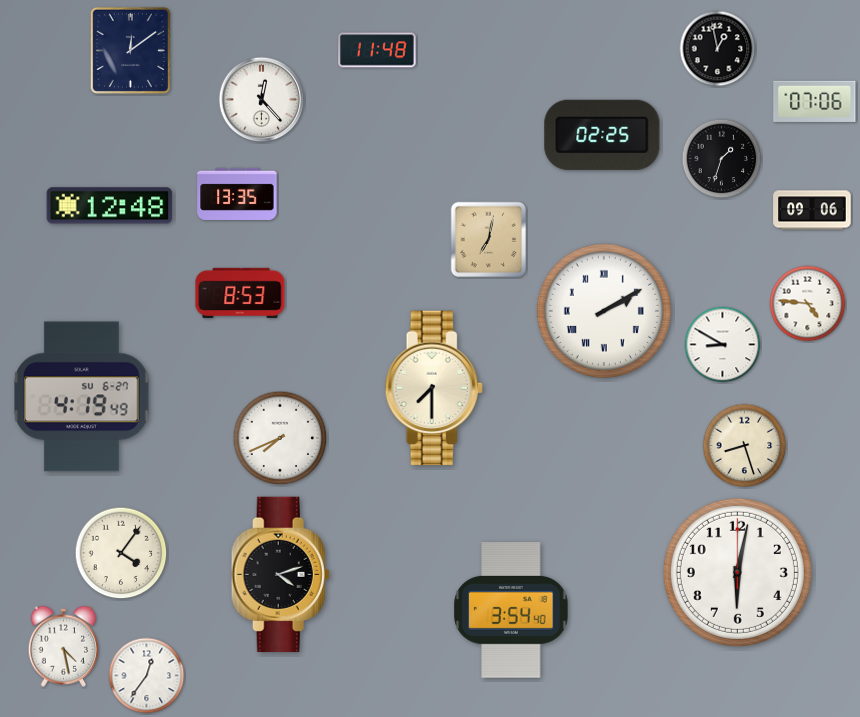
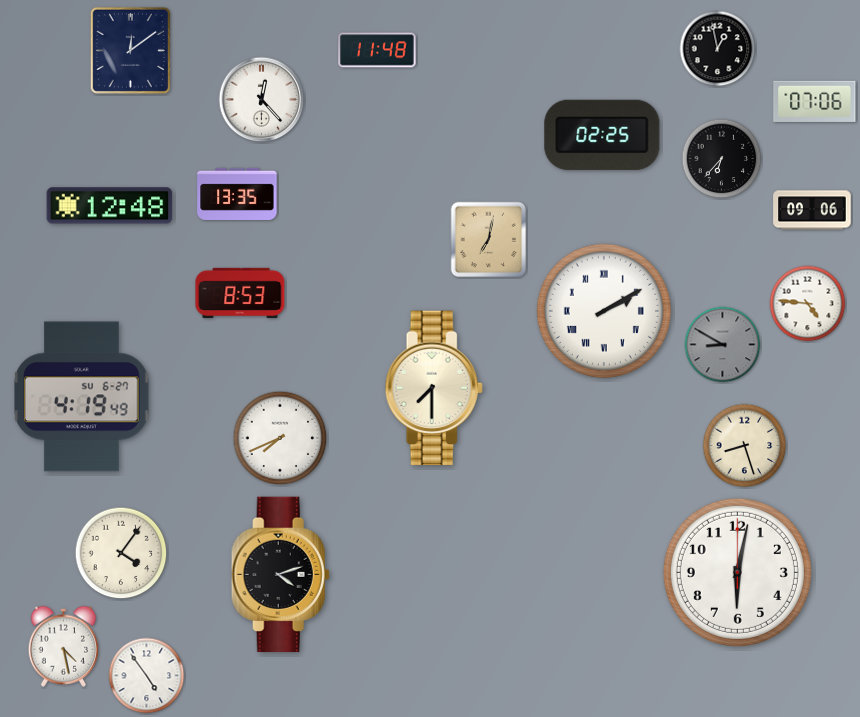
clock at (722, 159): 1:33 -> 6:37
clock at (723, 345) dial: white -> grey
clock at (511, 610): 3:54 -> none
clock at (147, 676): 12:36 -> 4:54
